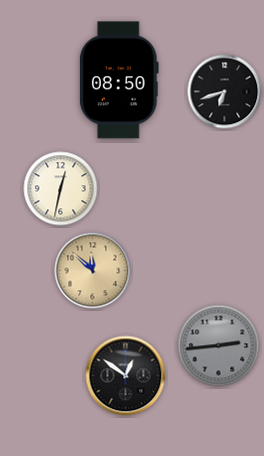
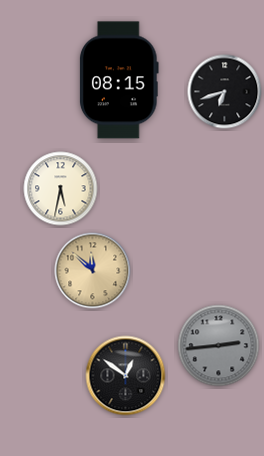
clock at (119, 80): 08:50 -> 08:15
clock at (61, 189): 12:32 -> 5:32
